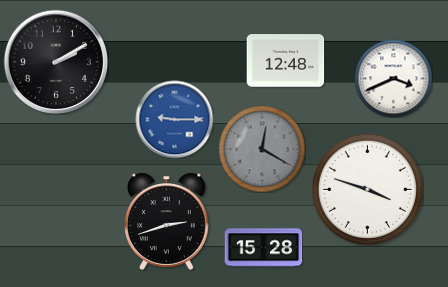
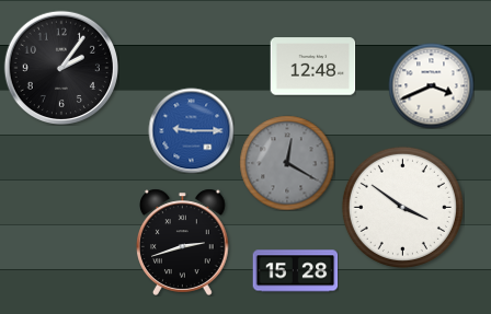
clock at (55, 61): 2:10 -> 2:06
clock at (367, 189): 3:48 -> 3:51
clock at (263, 248) position: (263, 248) -> (295, 271)
